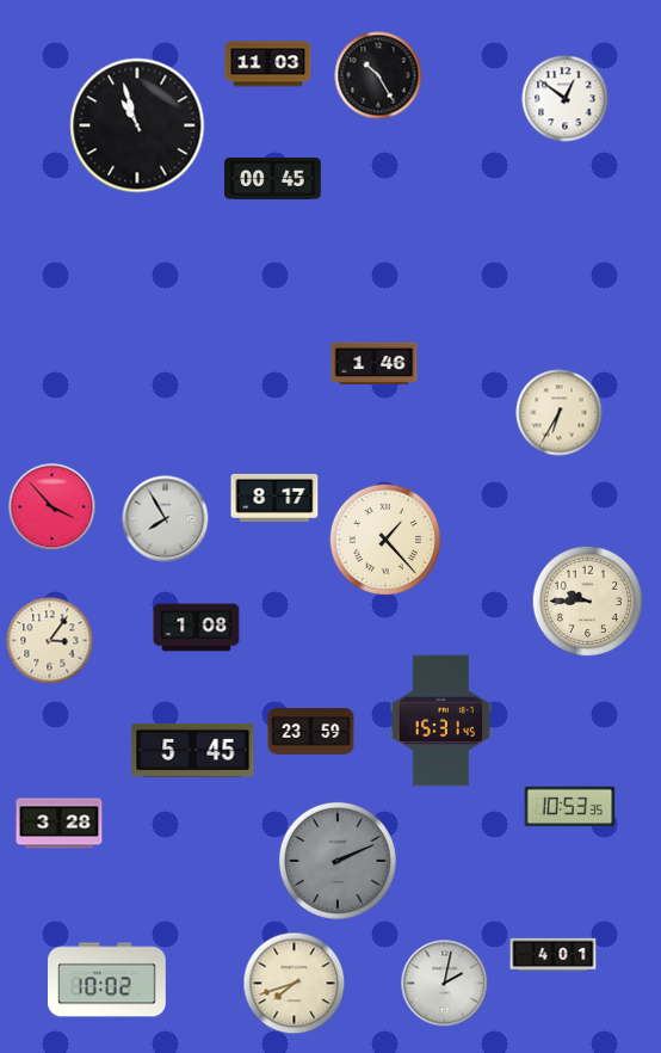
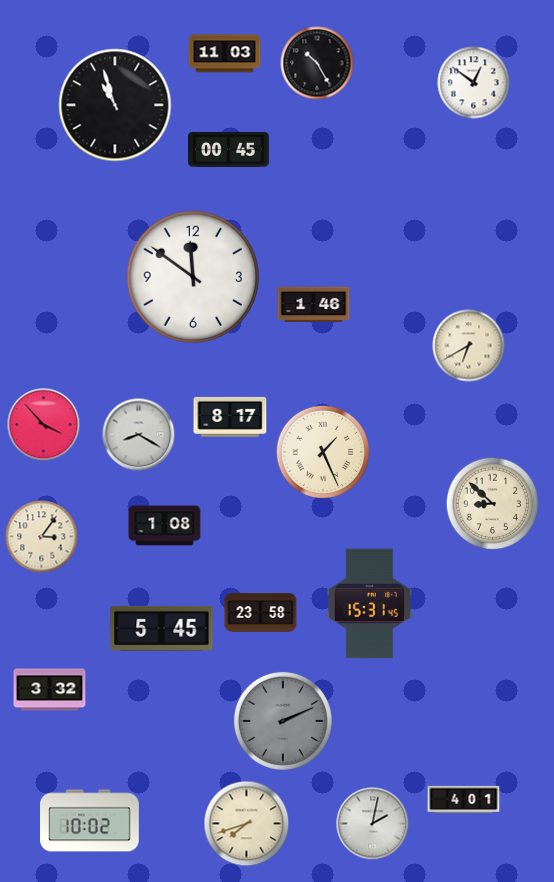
clock at (193, 277): none -> 11:51
clock at (560, 413): 6:35 -> 6:40
clock at (166, 519): 7:55 -> 8:20
clock at (384, 538): 1:23 -> 1:26
clock at (588, 602): 9:45 -> 8:52
clock at (311, 732): 23:59 -> 23:58
clock at (570, 807): 10:53 -> none
clock at (60, 824): 3:28 -> 3:32
